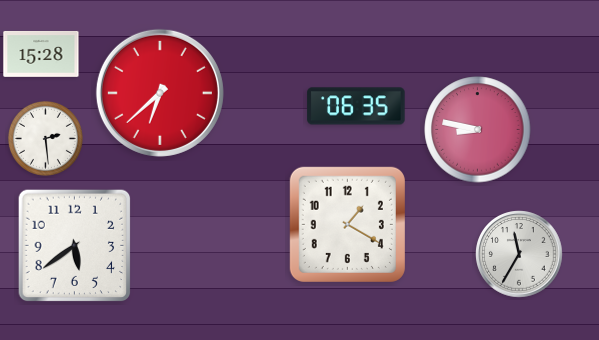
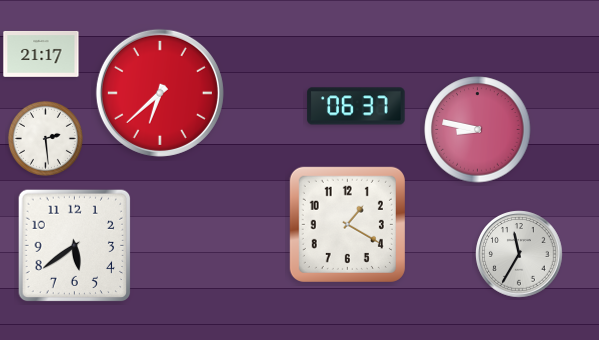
clock at (41, 54): 15:28 -> 21:17
clock at (356, 106): 06:35 -> 06:37
